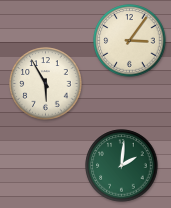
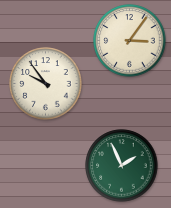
clock at (46, 84): 5:55 -> 9:54
clock at (122, 166): 2:01 -> 1:56
